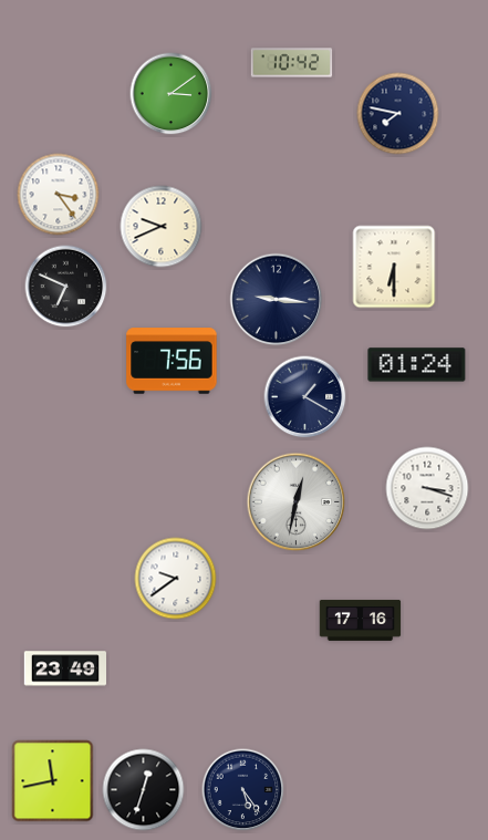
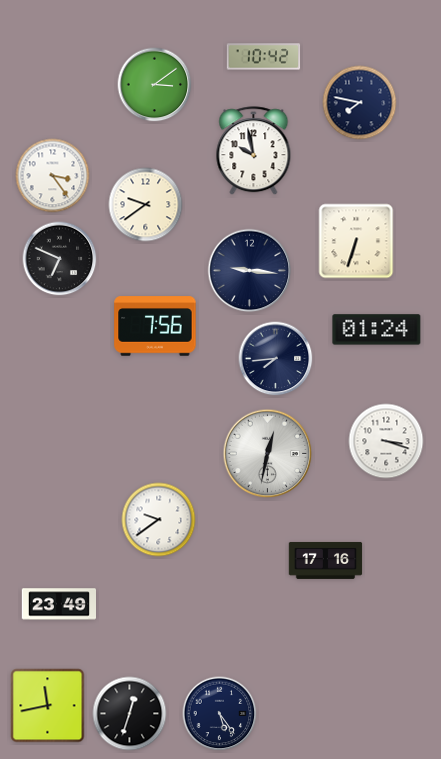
clock at (254, 151): none -> 9:58
clock at (162, 227): 9:41 -> 9:39
clock at (394, 267): 6:30 -> 6:33
clock at (305, 397): 1:20 -> 7:44
clock at (176, 579) position: (176, 579) -> (159, 520)
